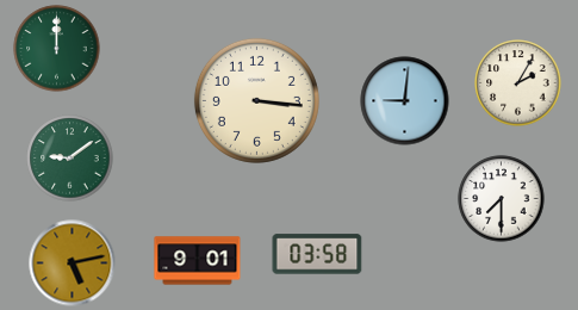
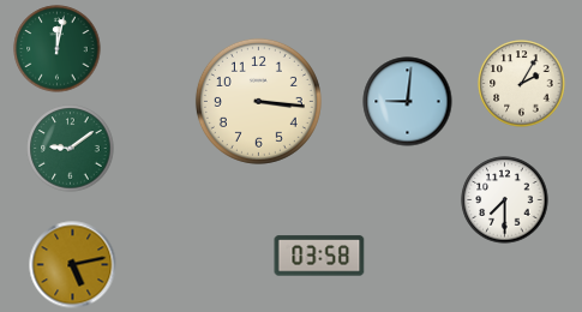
clock at (57, 49): 12:00 -> 12:02
clock at (70, 159) position: (70, 159) -> (71, 149)
clock at (198, 261): 9:01 -> none
